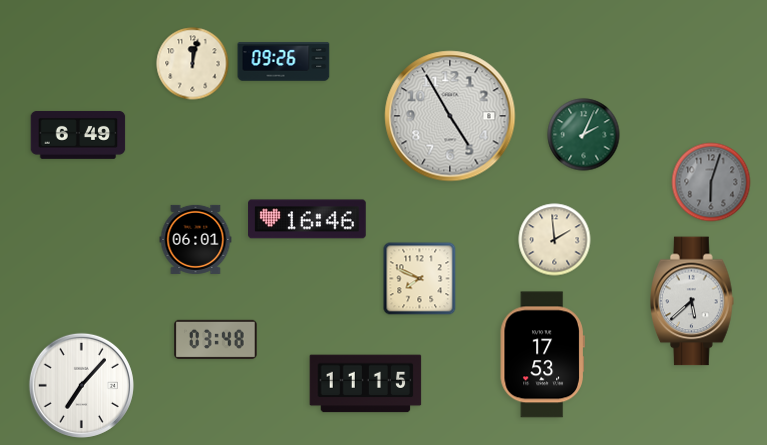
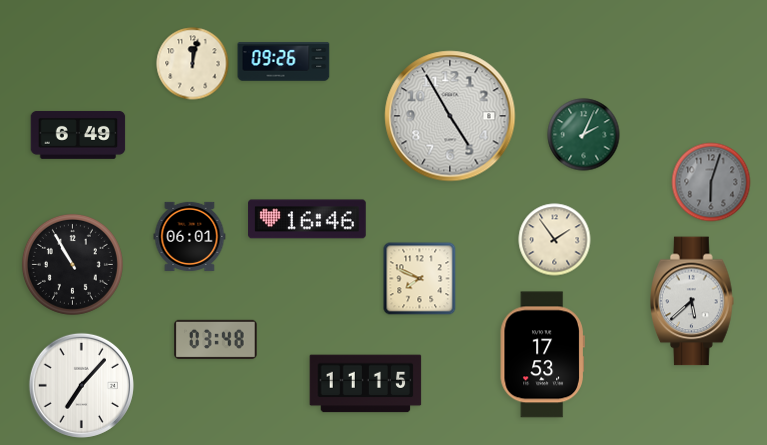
clock at (196, 239) position: (196, 239) -> (190, 236)
clock at (555, 240): 1:59 -> 1:54
clock at (72, 264): none -> 10:55
